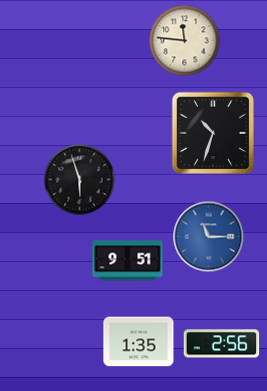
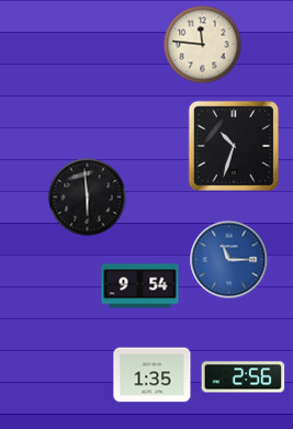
clock at (80, 180): 5:57 -> 5:59
clock at (128, 261): 9:51 -> 9:54
